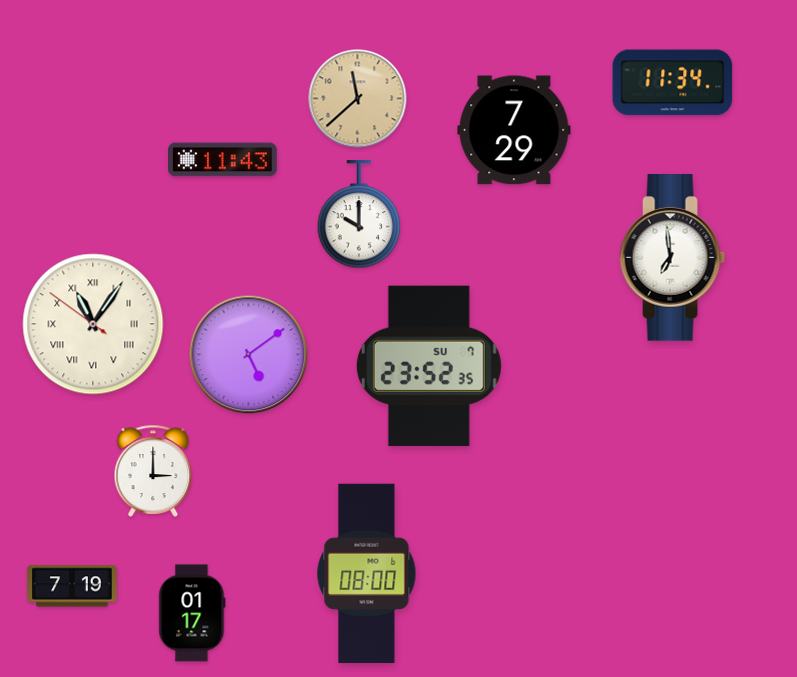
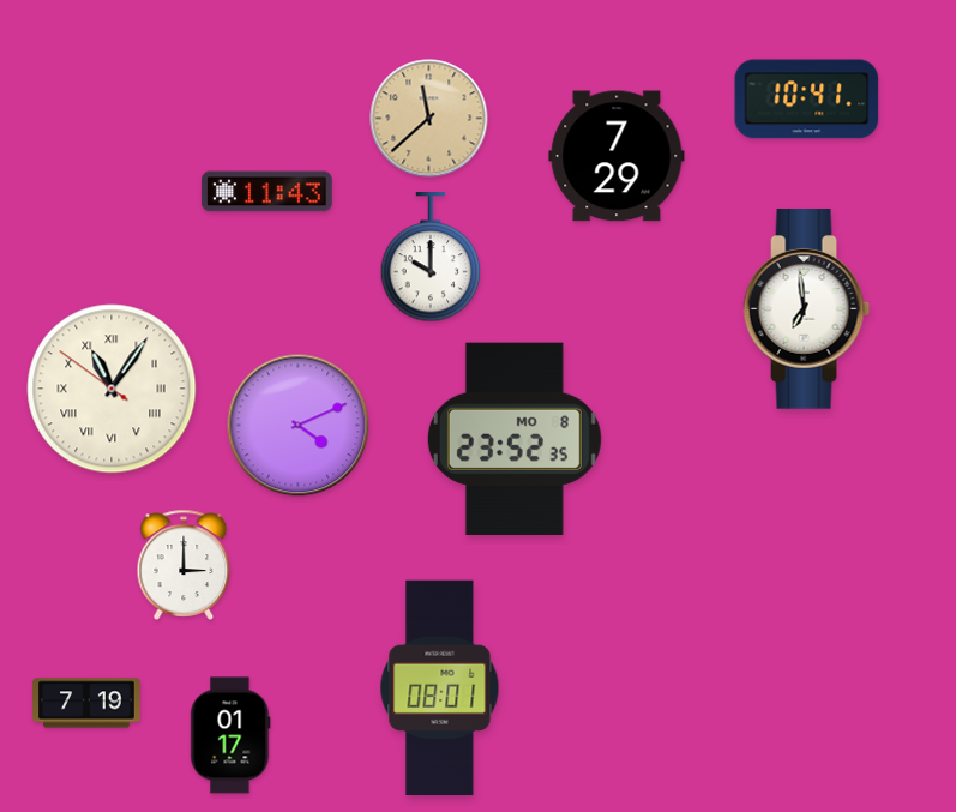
clock at (673, 83): 11:34 -> 10:41
clock at (249, 355): 5:09 -> 4:11
clock at (429, 366) date: SU 7 -> MO 8
clock at (367, 574): 08:00 -> 08:01
